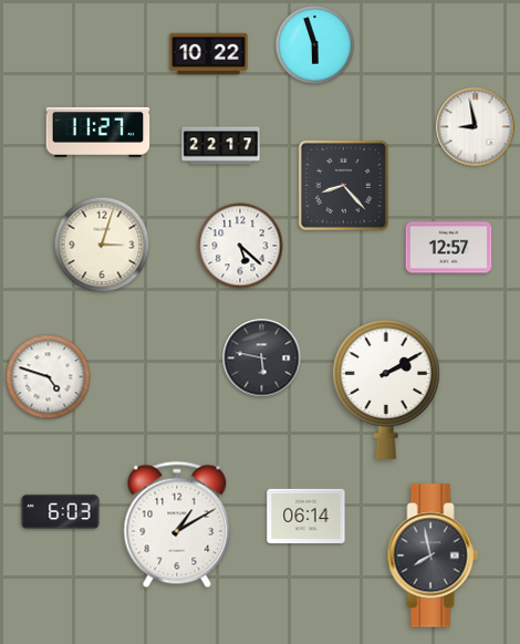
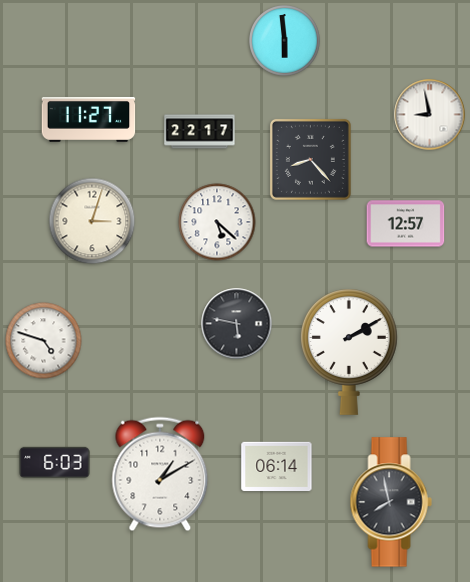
clock at (315, 45): 5:57 -> 5:59
clock at (209, 54): 10:22 -> none
clock at (343, 185) position: (343, 185) -> (310, 159)
